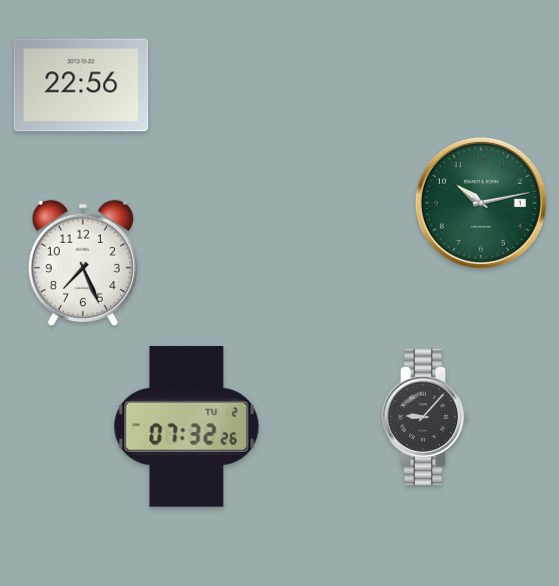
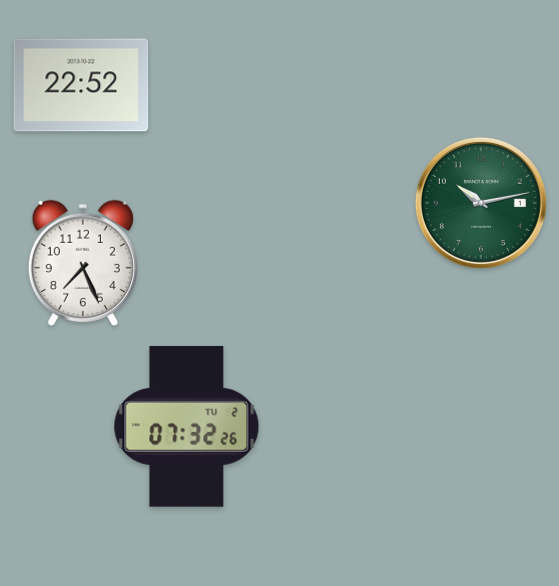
clock at (81, 85): 22:56 -> 22:52
clock at (425, 417): 9:07 -> none
